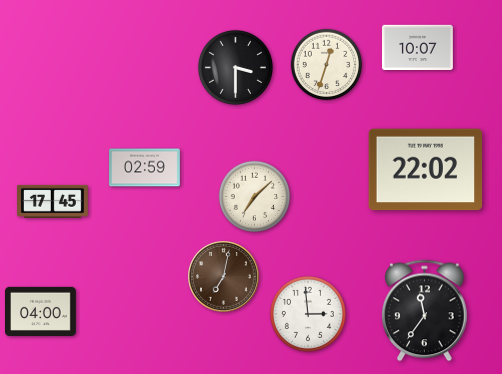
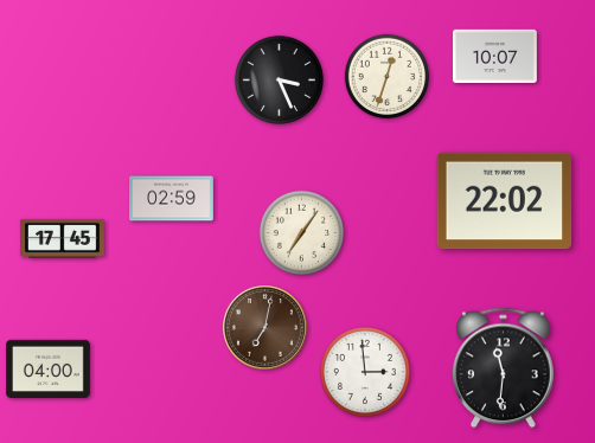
clock at (235, 67): 3:30 -> 3:26
clock at (255, 197): 7:08 -> 7:06
clock at (425, 311): 11:36 -> 11:31
